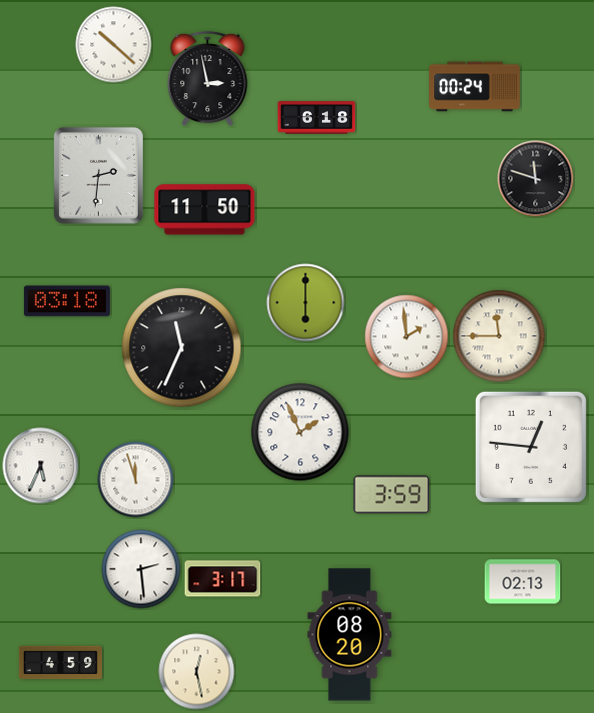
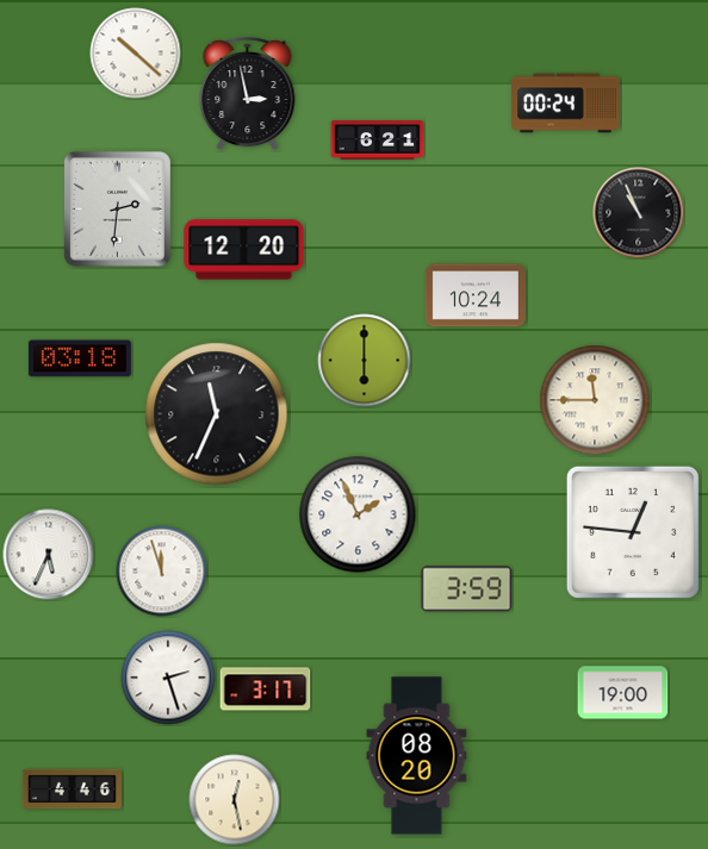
clock at (317, 118): 6:18 -> 6:21
clock at (536, 179): 11:48 -> 10:56
clock at (205, 210): 11:50 -> 12:20
clock at (476, 295): none -> 10:24
clock at (407, 337): 1:59 -> none
clock at (141, 569): 2:29 -> 2:27
clock at (523, 582): 02:13 -> 19:00
clock at (60, 663): 4:59 -> 4:46
